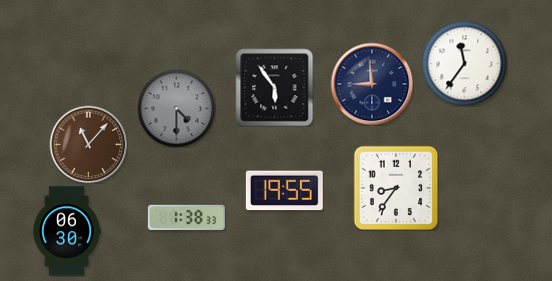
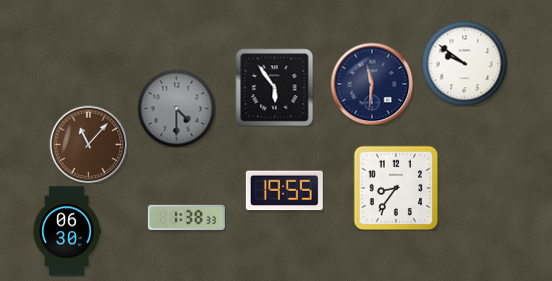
clock at (464, 63): 11:36 -> 9:51
clock at (372, 84): 8:59 -> 11:31
